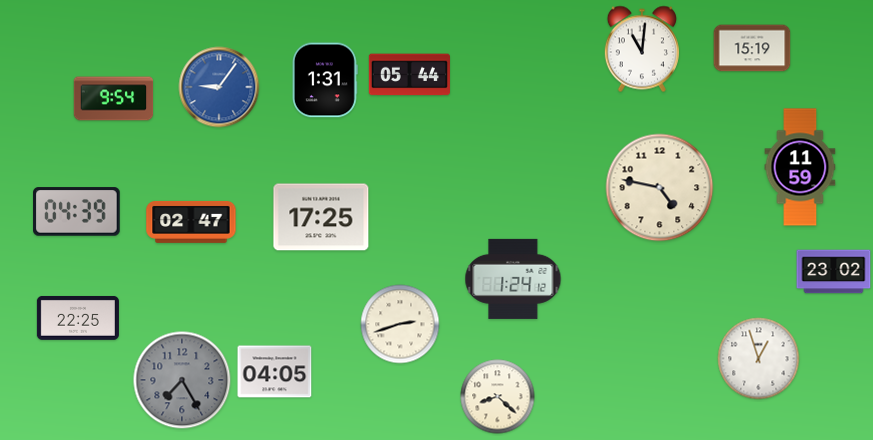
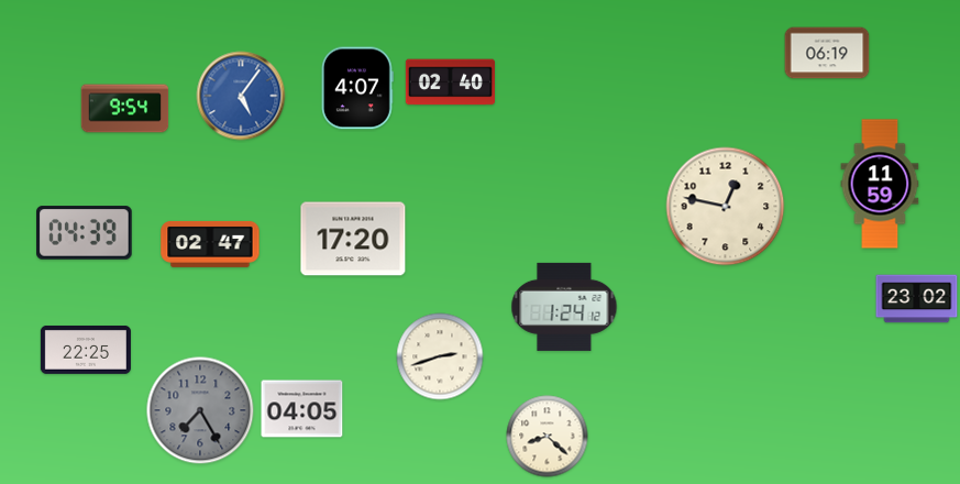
clock at (752, 48): 15:19 -> 06:19
clock at (642, 49): 11:01 -> none
clock at (409, 75): 05:44 -> 02:40
clock at (325, 80): 1:31 -> 4:07
clock at (219, 87): 9:06 -> 5:06
clock at (660, 188): 4:47 -> 12:47
clock at (321, 217): 17:25 -> 17:20
clock at (759, 359): 12:57 -> none
clock at (182, 380) position: (182, 380) -> (200, 410)
